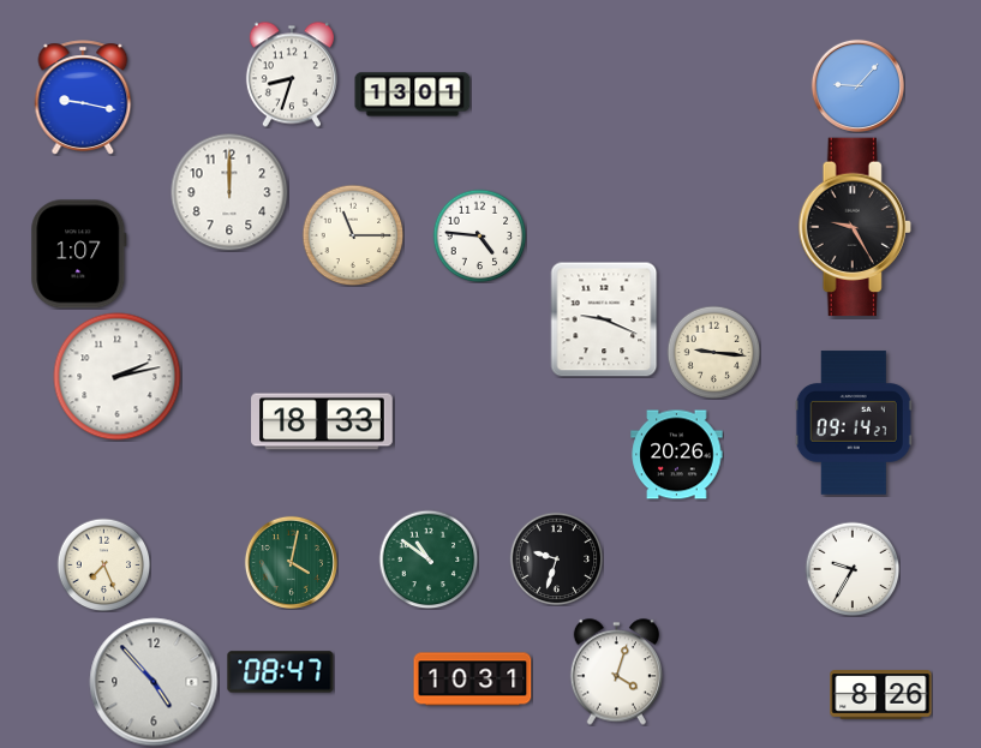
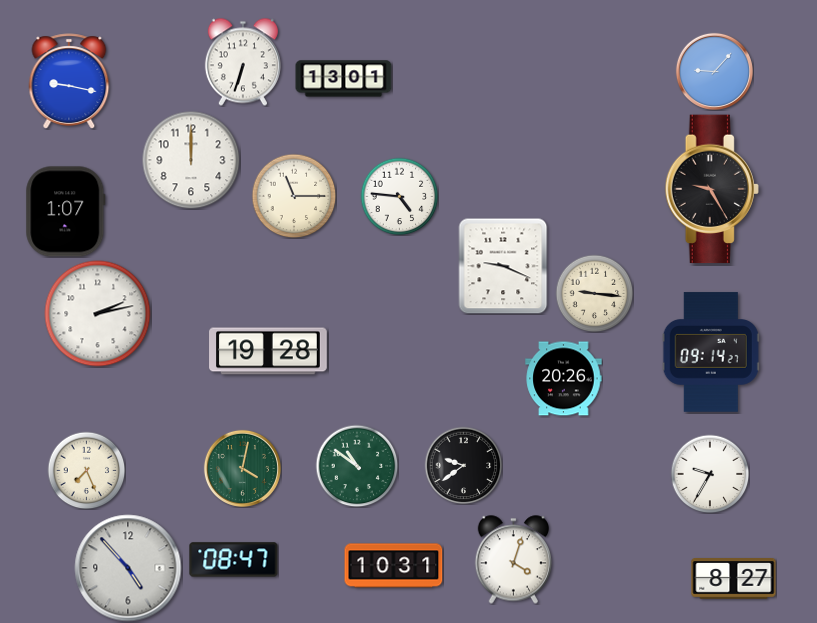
clock at (292, 74): 8:33 -> 6:33
clock at (322, 421): 18:33 -> 19:28
clock at (556, 558): 9:33 -> 9:39
clock at (881, 695): 8:26 -> 8:27
